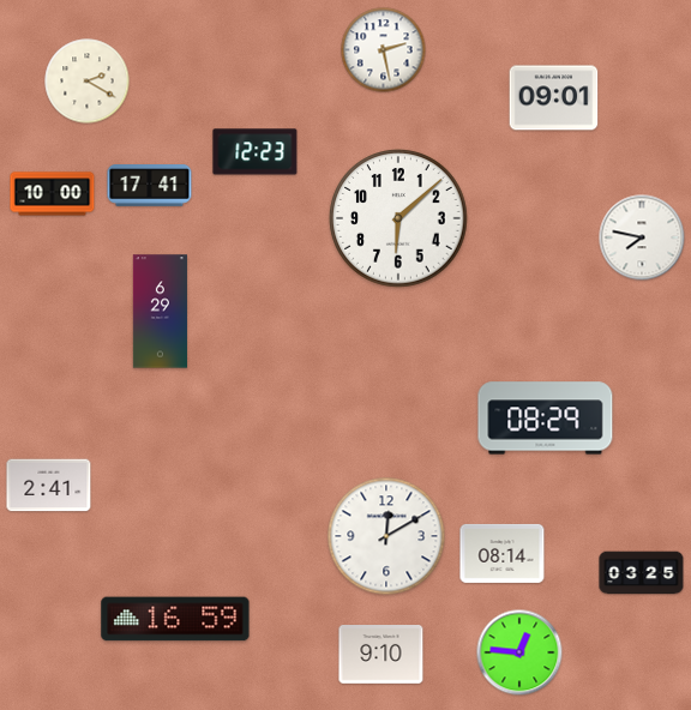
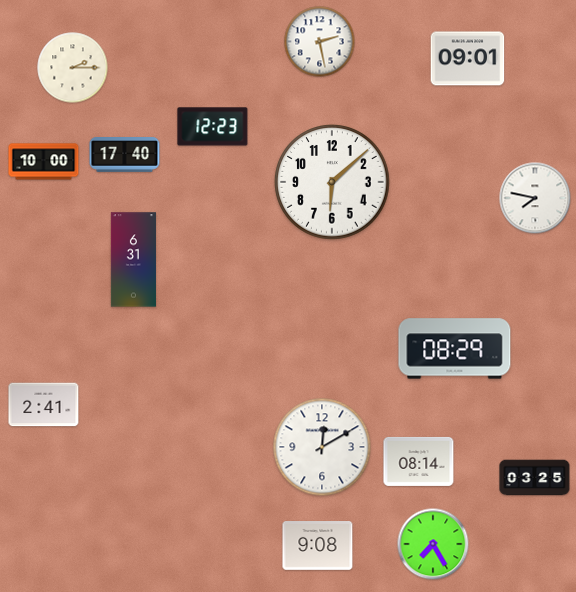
clock at (88, 82): 2:20 -> 2:15
clock at (554, 98) position: (554, 98) -> (468, 59)
clock at (150, 186): 17:41 -> 17:40
clock at (160, 312): 6:29 -> 6:31
clock at (49, 486) position: (49, 486) -> (44, 405)
clock at (175, 619): 16:59 -> none
clock at (519, 652): 12:46 -> 7:25
clock at (381, 655): 9:10 -> 9:08
